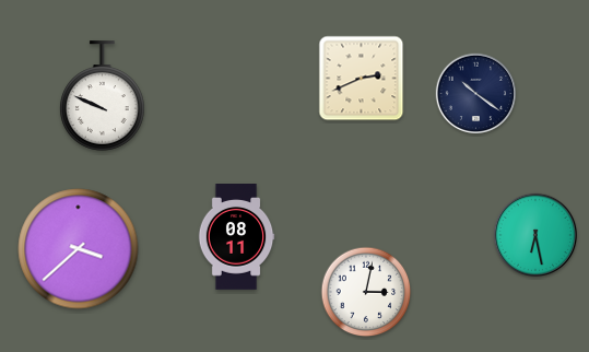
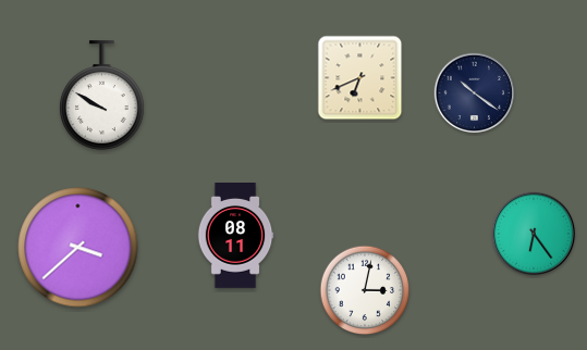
clock at (362, 79): 2:41 -> 6:41
clock at (103, 96): 9:49 -> 9:50
clock at (535, 235): 6:28 -> 6:24
